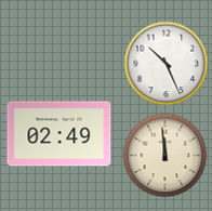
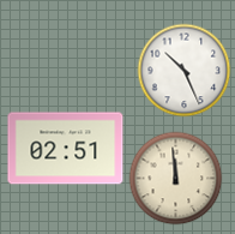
clock at (59, 134): 02:49 -> 02:51
clock at (164, 155) position: (164, 155) -> (175, 178)
